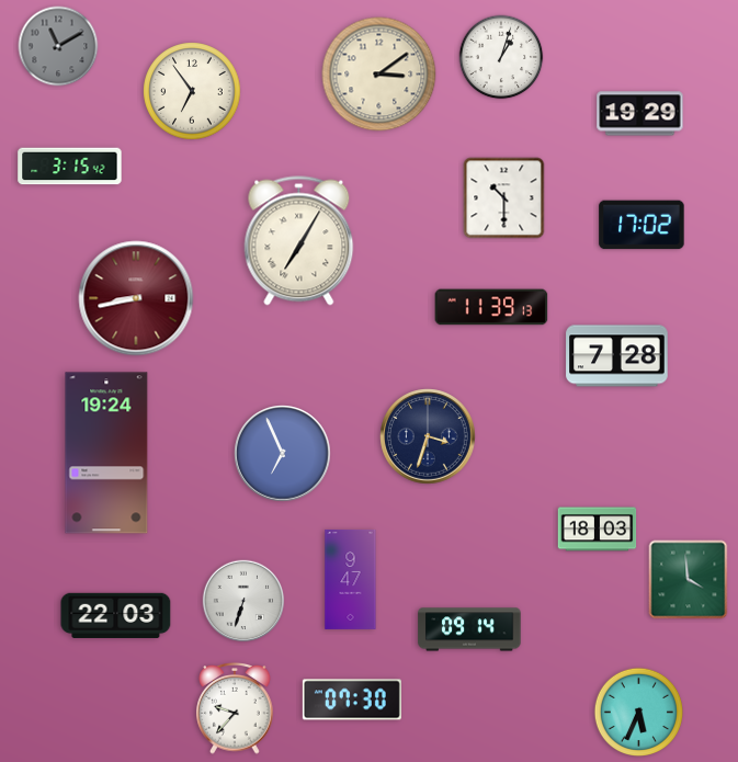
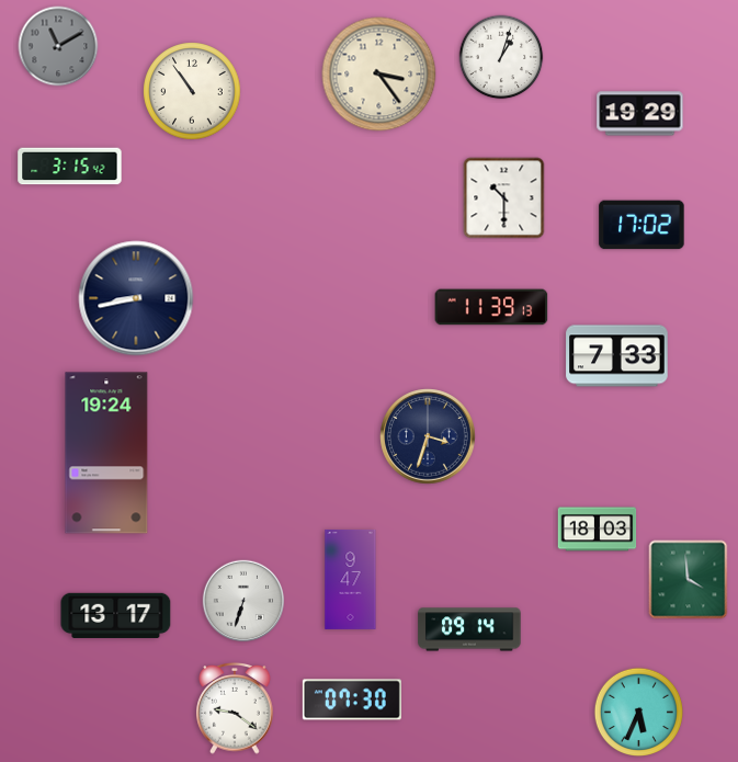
clock at (379, 75): 3:09 -> 3:24
clock at (192, 91): 6:54 -> 10:54
clock at (299, 241): 7:05 -> none
clock at (136, 298) dial: burgundy -> navy
clock at (617, 356): 7:28 -> 7:33
clock at (283, 454): 6:56 -> none
clock at (116, 615): 22:03 -> 13:17
clock at (235, 709): 9:37 -> 9:21
